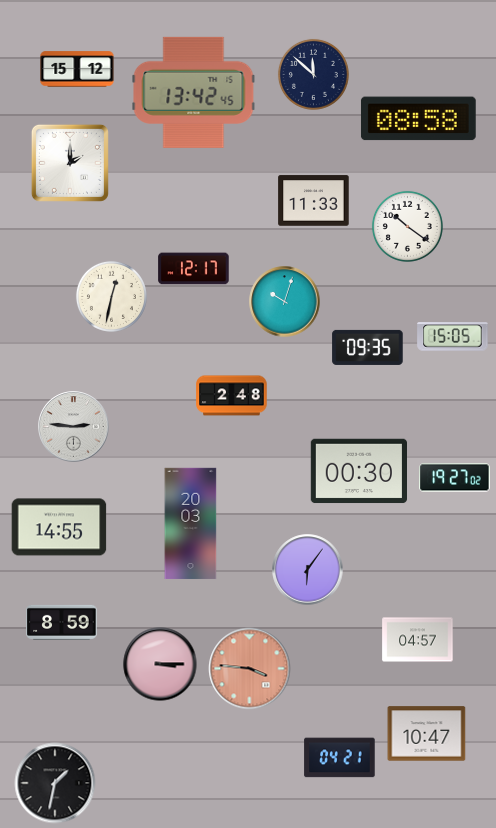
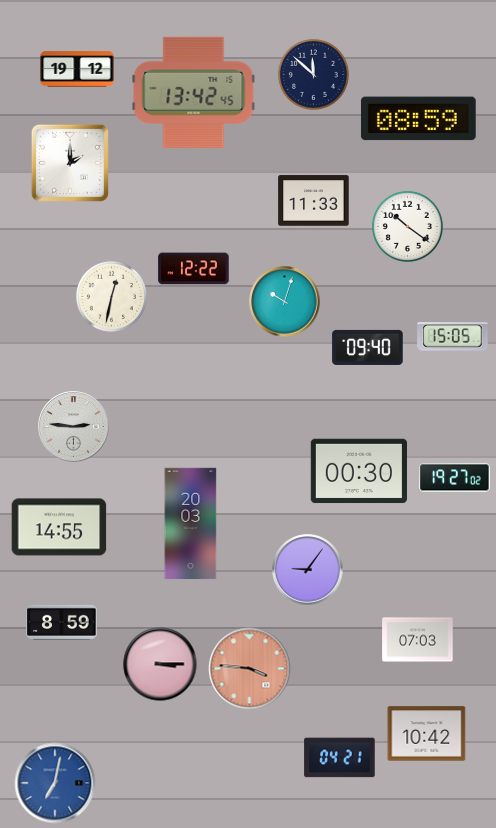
clock at (77, 69): 15:12 -> 19:12
clock at (418, 119): 08:58 -> 08:59
clock at (194, 269): 12:17 -> 12:22
clock at (368, 347): 09:35 -> 09:40
clock at (232, 396): 2:48 -> none
clock at (308, 570): 6:06 -> 9:06
clock at (418, 640): 04:57 -> 07:03
clock at (427, 734): 10:47 -> 10:42
clock at (55, 783): 1:32 -> 7:02
clock at (55, 783) dial: black -> blue
